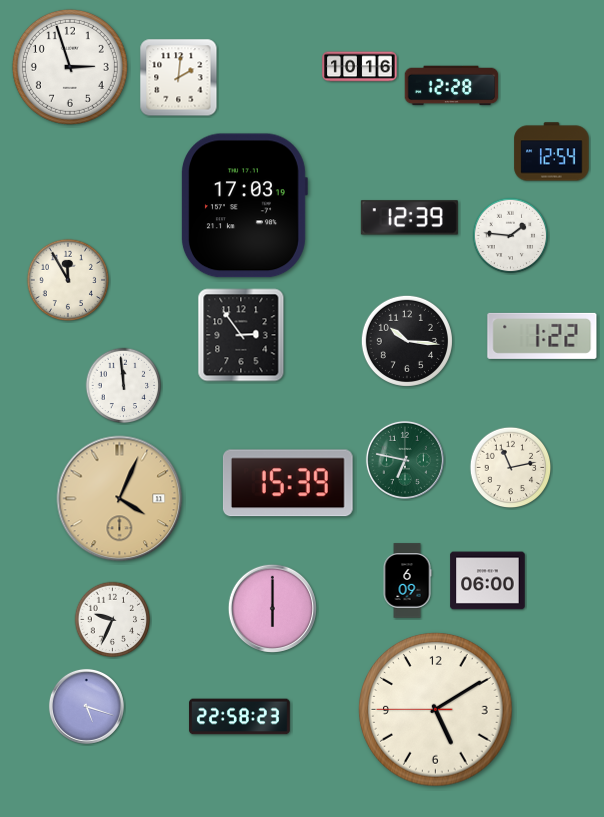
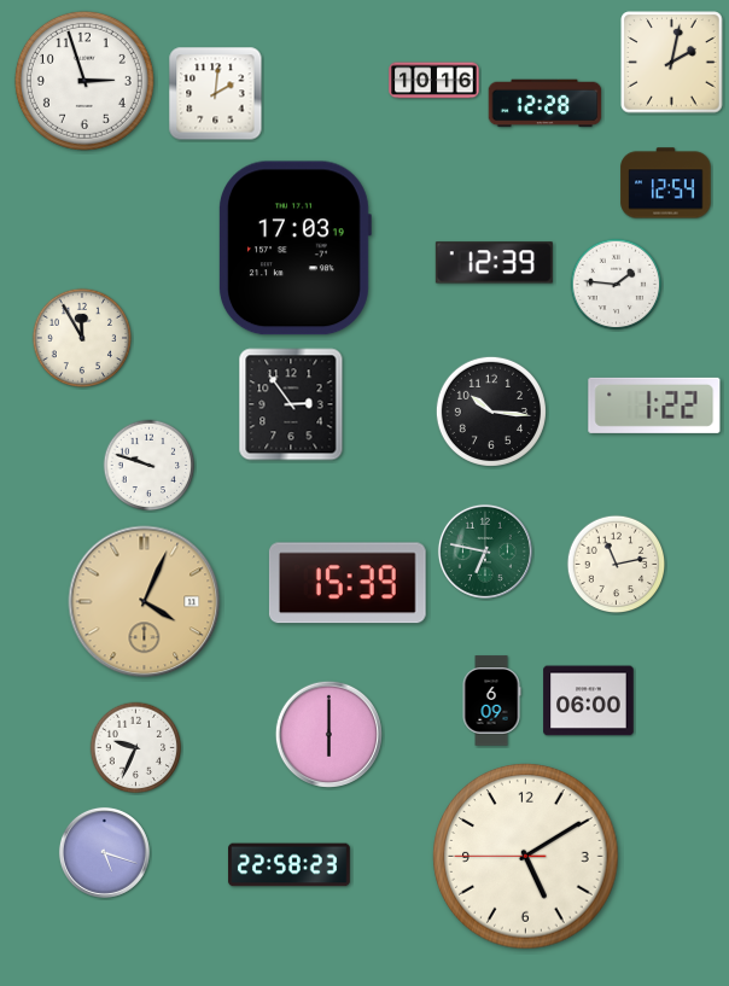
clock at (672, 63): none -> 2:02
clock at (124, 386): 11:59 -> 9:48
clock at (405, 460) position: (405, 460) -> (485, 552)
